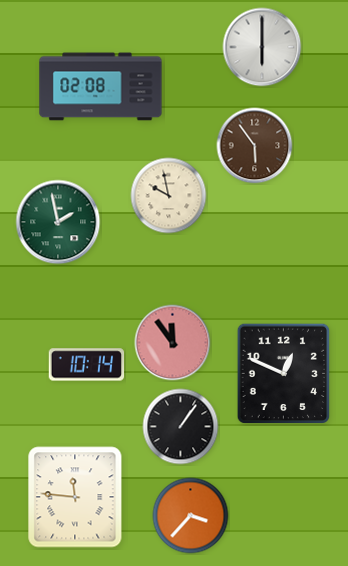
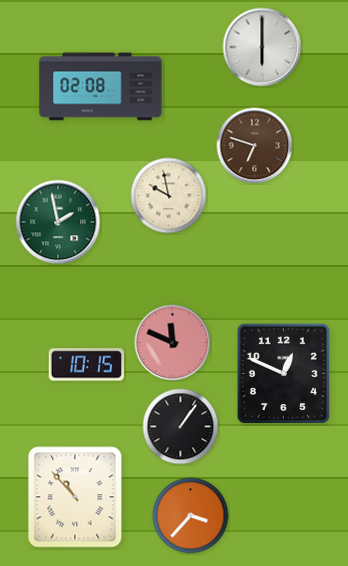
clock at (255, 146): 5:54 -> 6:48
clock at (173, 343): 11:54 -> 11:49
clock at (87, 365): 10:14 -> 10:15
clock at (75, 497): 11:46 -> 10:53
